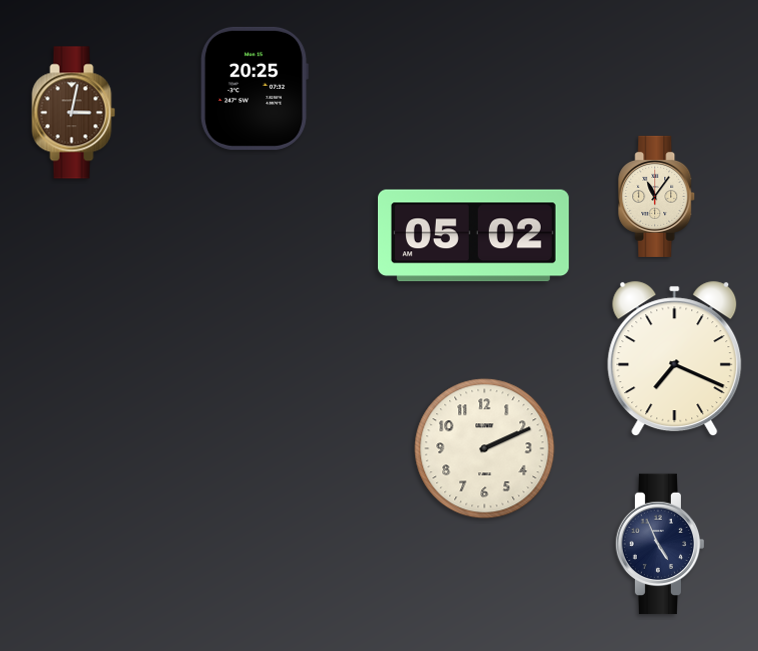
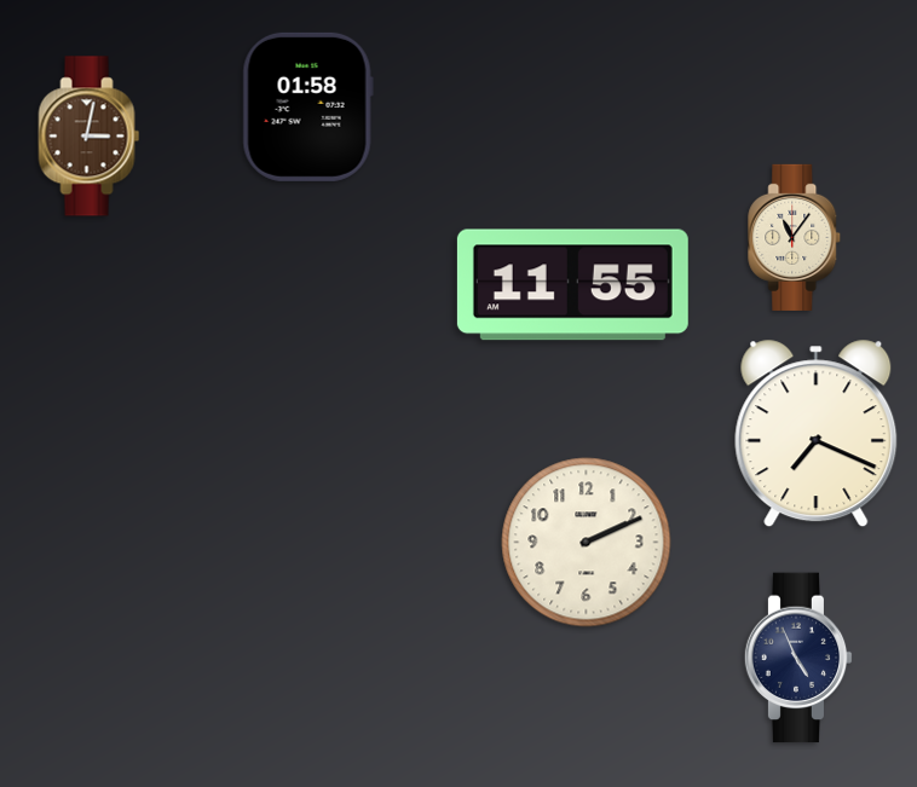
clock at (254, 88): 20:25 -> 01:58
clock at (473, 236): 05:02 -> 11:55
